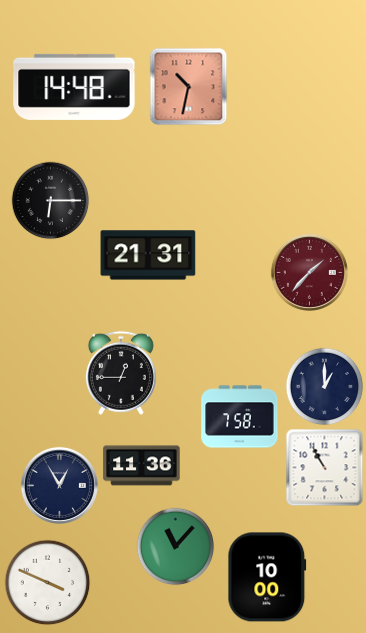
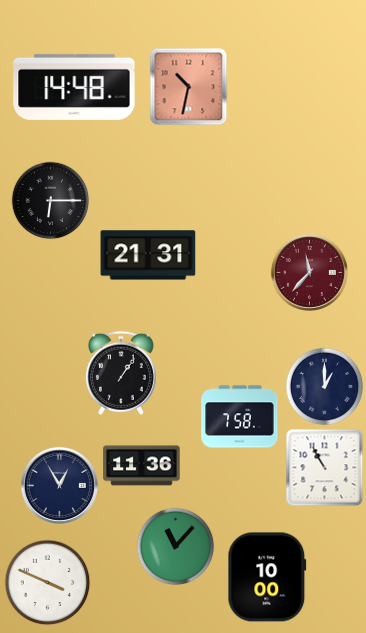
clock at (309, 272): 1:37 -> 11:37
clock at (121, 373): 12:45 -> 1:06
